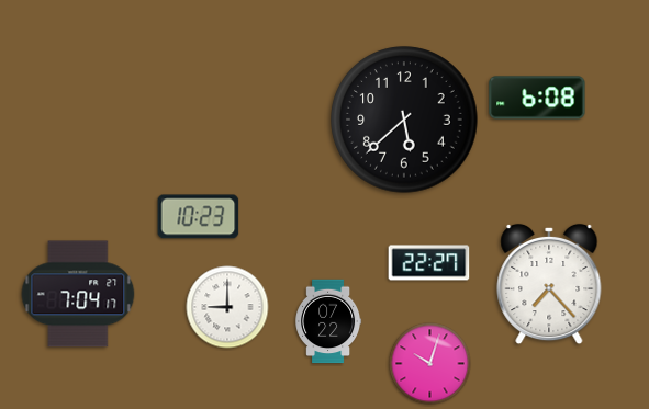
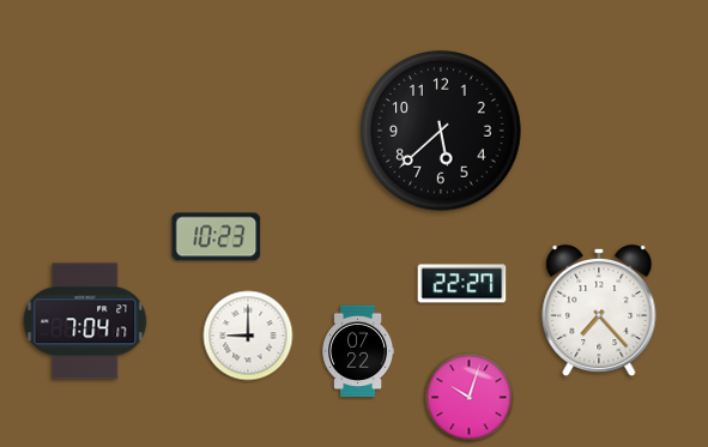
clock at (537, 98): 6:08 -> none
clock at (429, 263) position: (429, 263) -> (462, 284)
